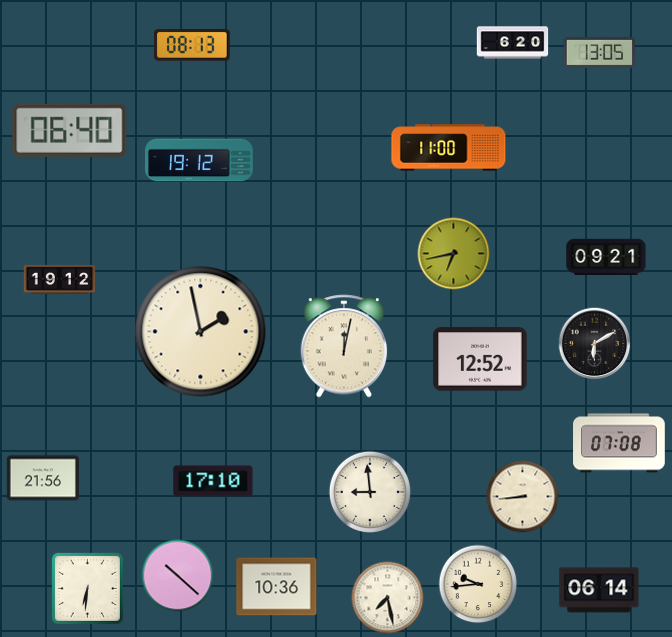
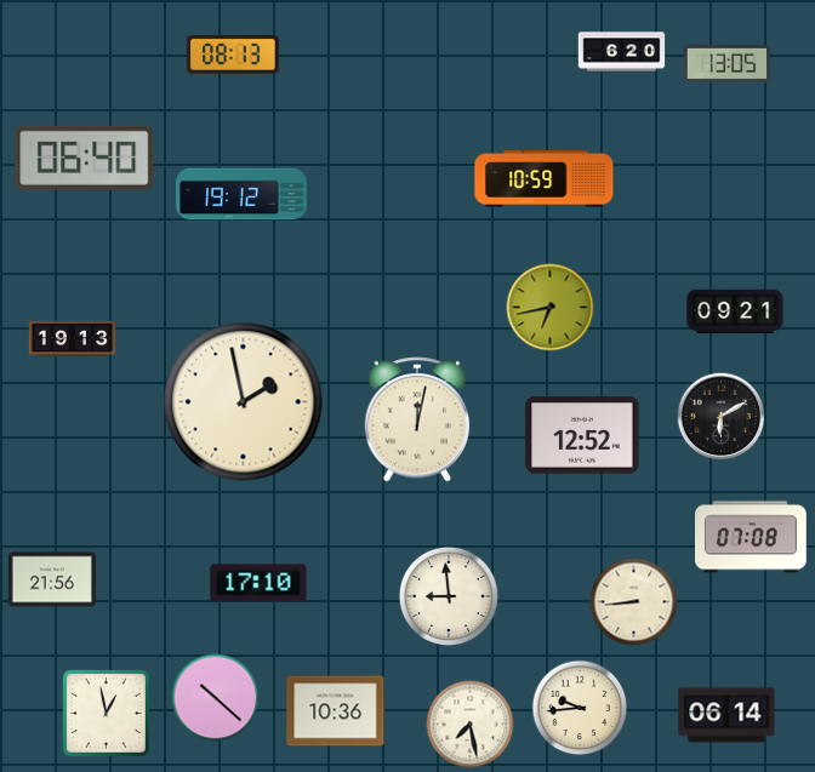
clock at (449, 148): 11:00 -> 10:59
clock at (60, 279): 19:12 -> 19:13
clock at (87, 588): 6:31 -> 12:58
